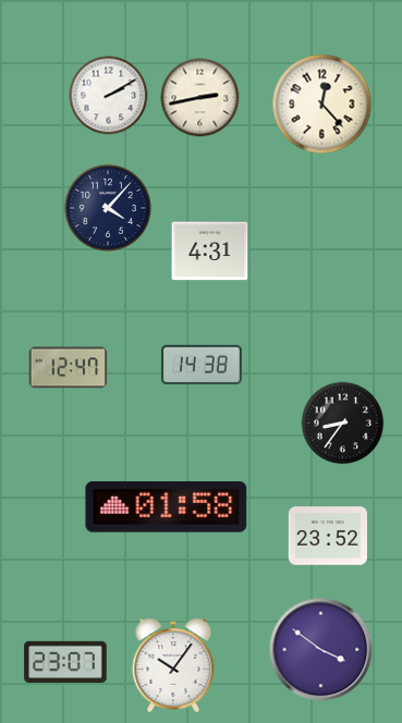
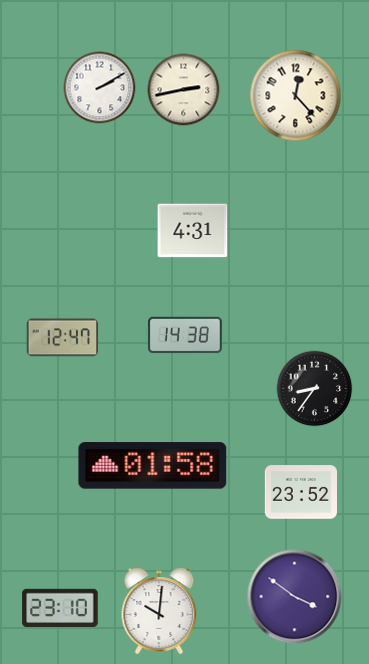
clock at (108, 208): 4:07 -> none
clock at (65, 661): 23:07 -> 23:10
clock at (173, 665): 10:06 -> 10:01
